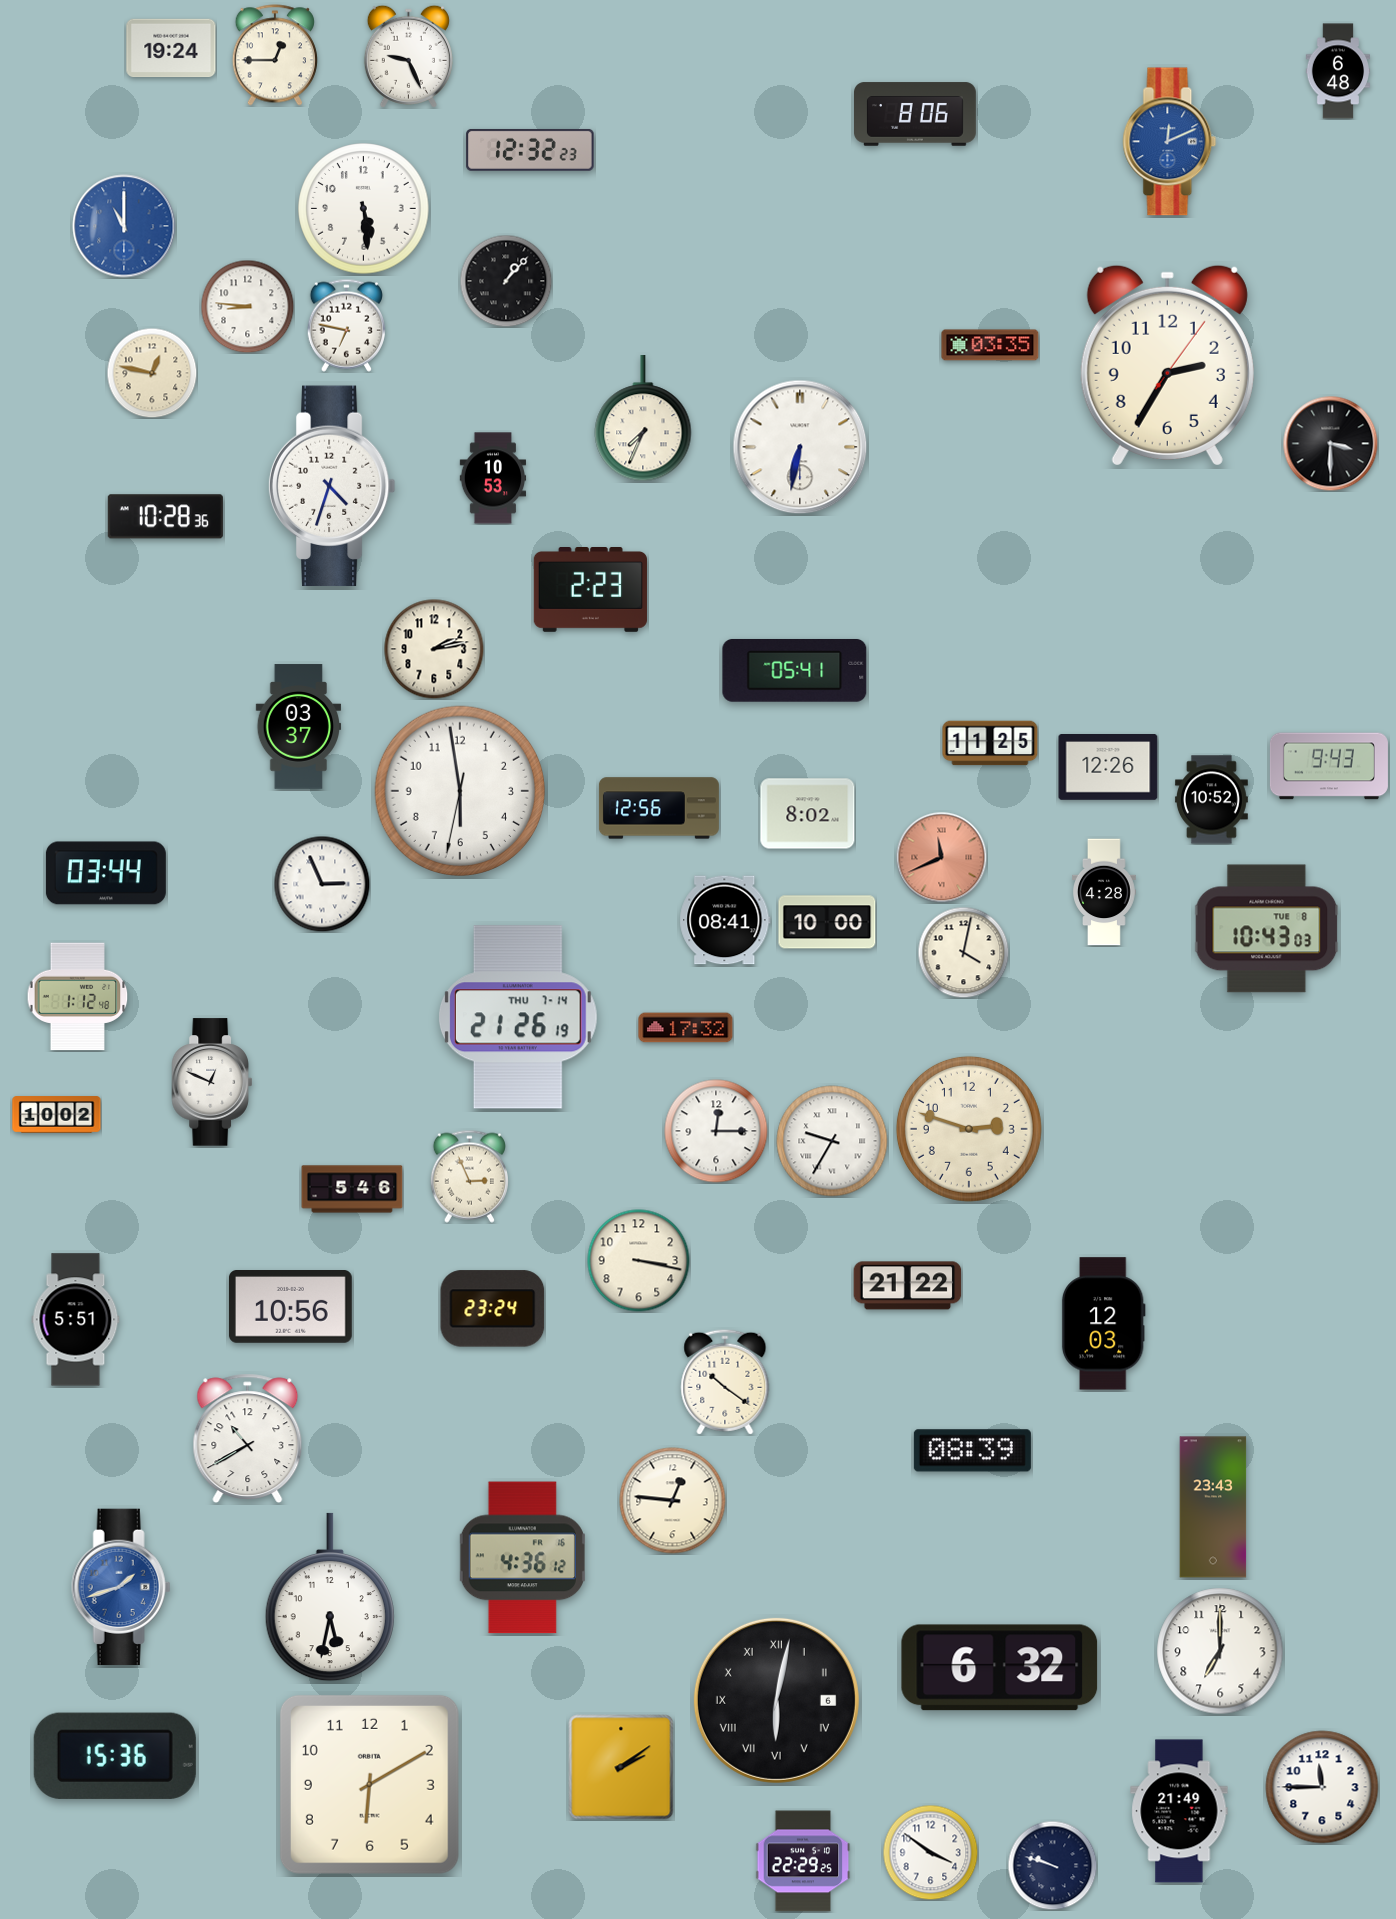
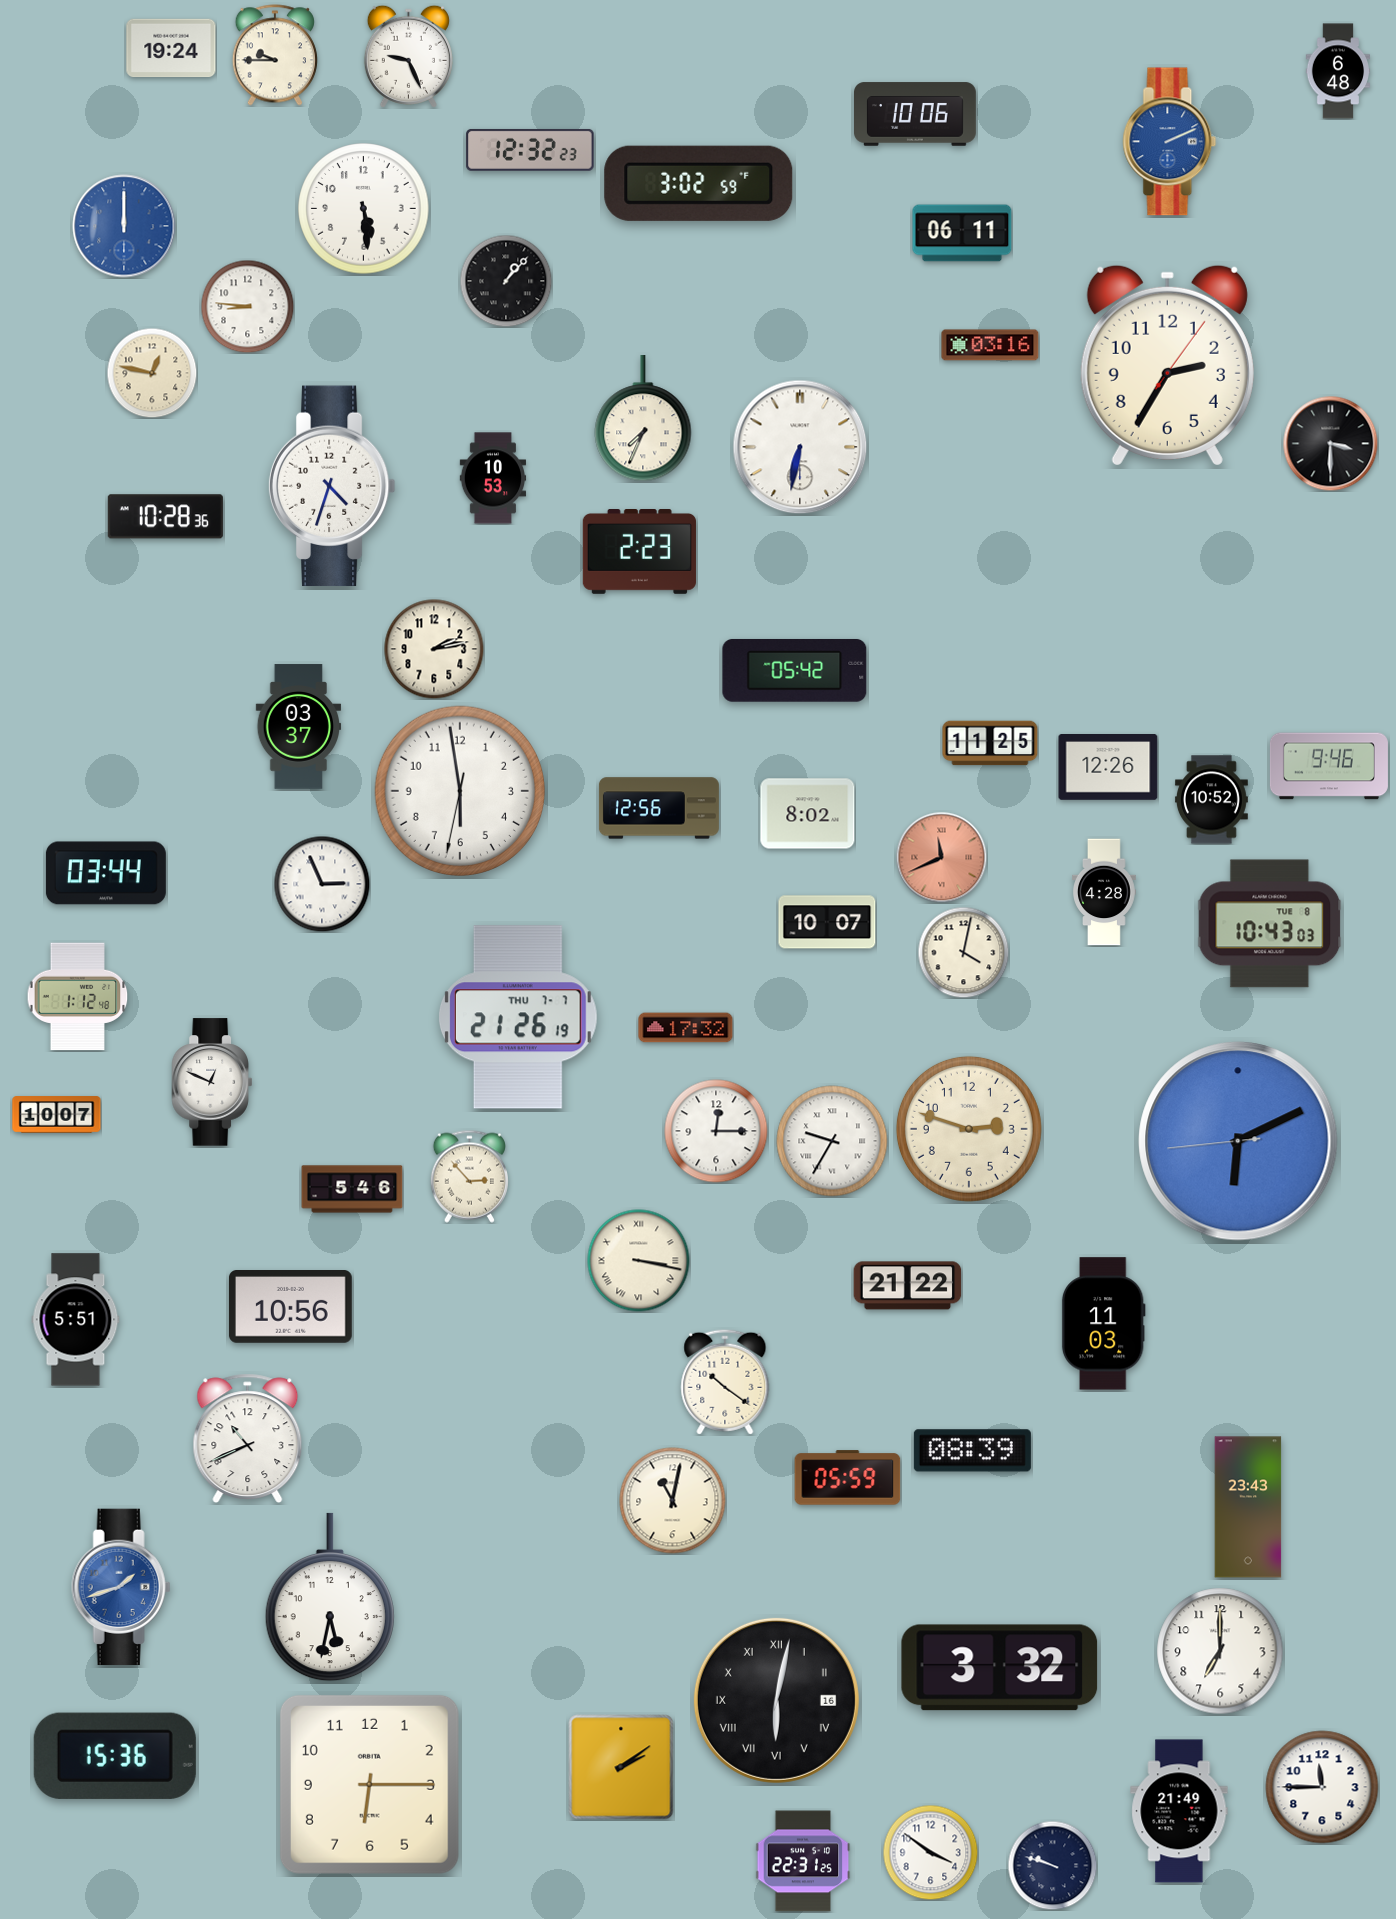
clock at (275, 55): 12:45 -> 9:45
clock at (916, 114): 8:06 -> 10:06
clock at (1170, 142): 12:11 -> 2:11
clock at (699, 183): none -> 3:02
clock at (124, 226): 11:00 -> 12:00
clock at (962, 233): none -> 06:11
clock at (346, 325): 6:47 -> none
clock at (990, 345): 03:35 -> 03:16
clock at (590, 590) position: (590, 590) -> (639, 552)
clock at (795, 670): 05:41 -> 05:42
clock at (1329, 766): 9:43 -> 9:46
clock at (725, 920): 08:41 -> none
clock at (827, 922): 10:00 -> 10:07
clock at (1267, 929) position: (1267, 929) -> (1270, 924)
clock at (518, 1017) date: THU 7-14 -> THU 7-7
clock at (57, 1115): 10:02 -> 10:07
clock at (1238, 1141): none -> 6:10
clock at (469, 1176): 2:56 -> 2:53
clock at (639, 1261) numerals: Arabic -> Roman
clock at (493, 1309): 23:24 -> none
clock at (1103, 1324): 12:03 -> 11:03
clock at (248, 1439): 10:40 -> 10:41
clock at (848, 1478): none -> 05:59
clock at (673, 1501): 12:46 -> 11:02
clock at (1213, 1507) position: (1213, 1507) -> (1248, 1507)
clock at (522, 1558): 4:36 -> none
clock at (1000, 1668): 6:32 -> 3:32
clock at (776, 1700) date: 6 -> 16
clock at (369, 1784): 6:10 -> 6:15
clock at (803, 1861): 22:29 -> 22:31
